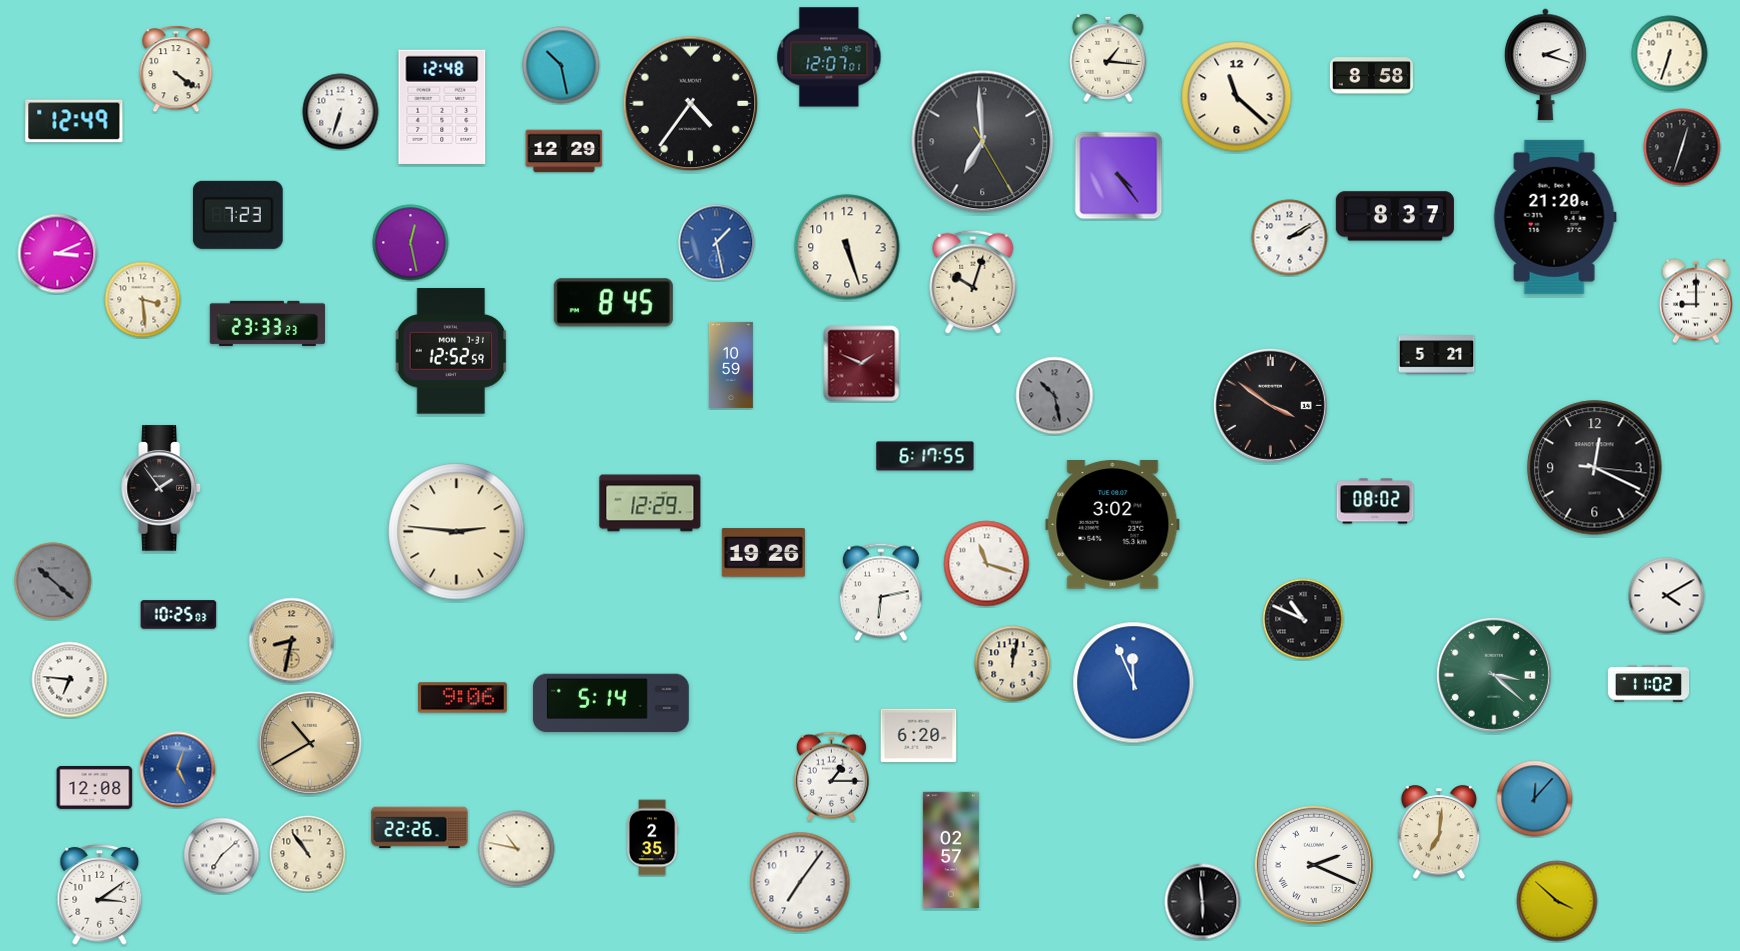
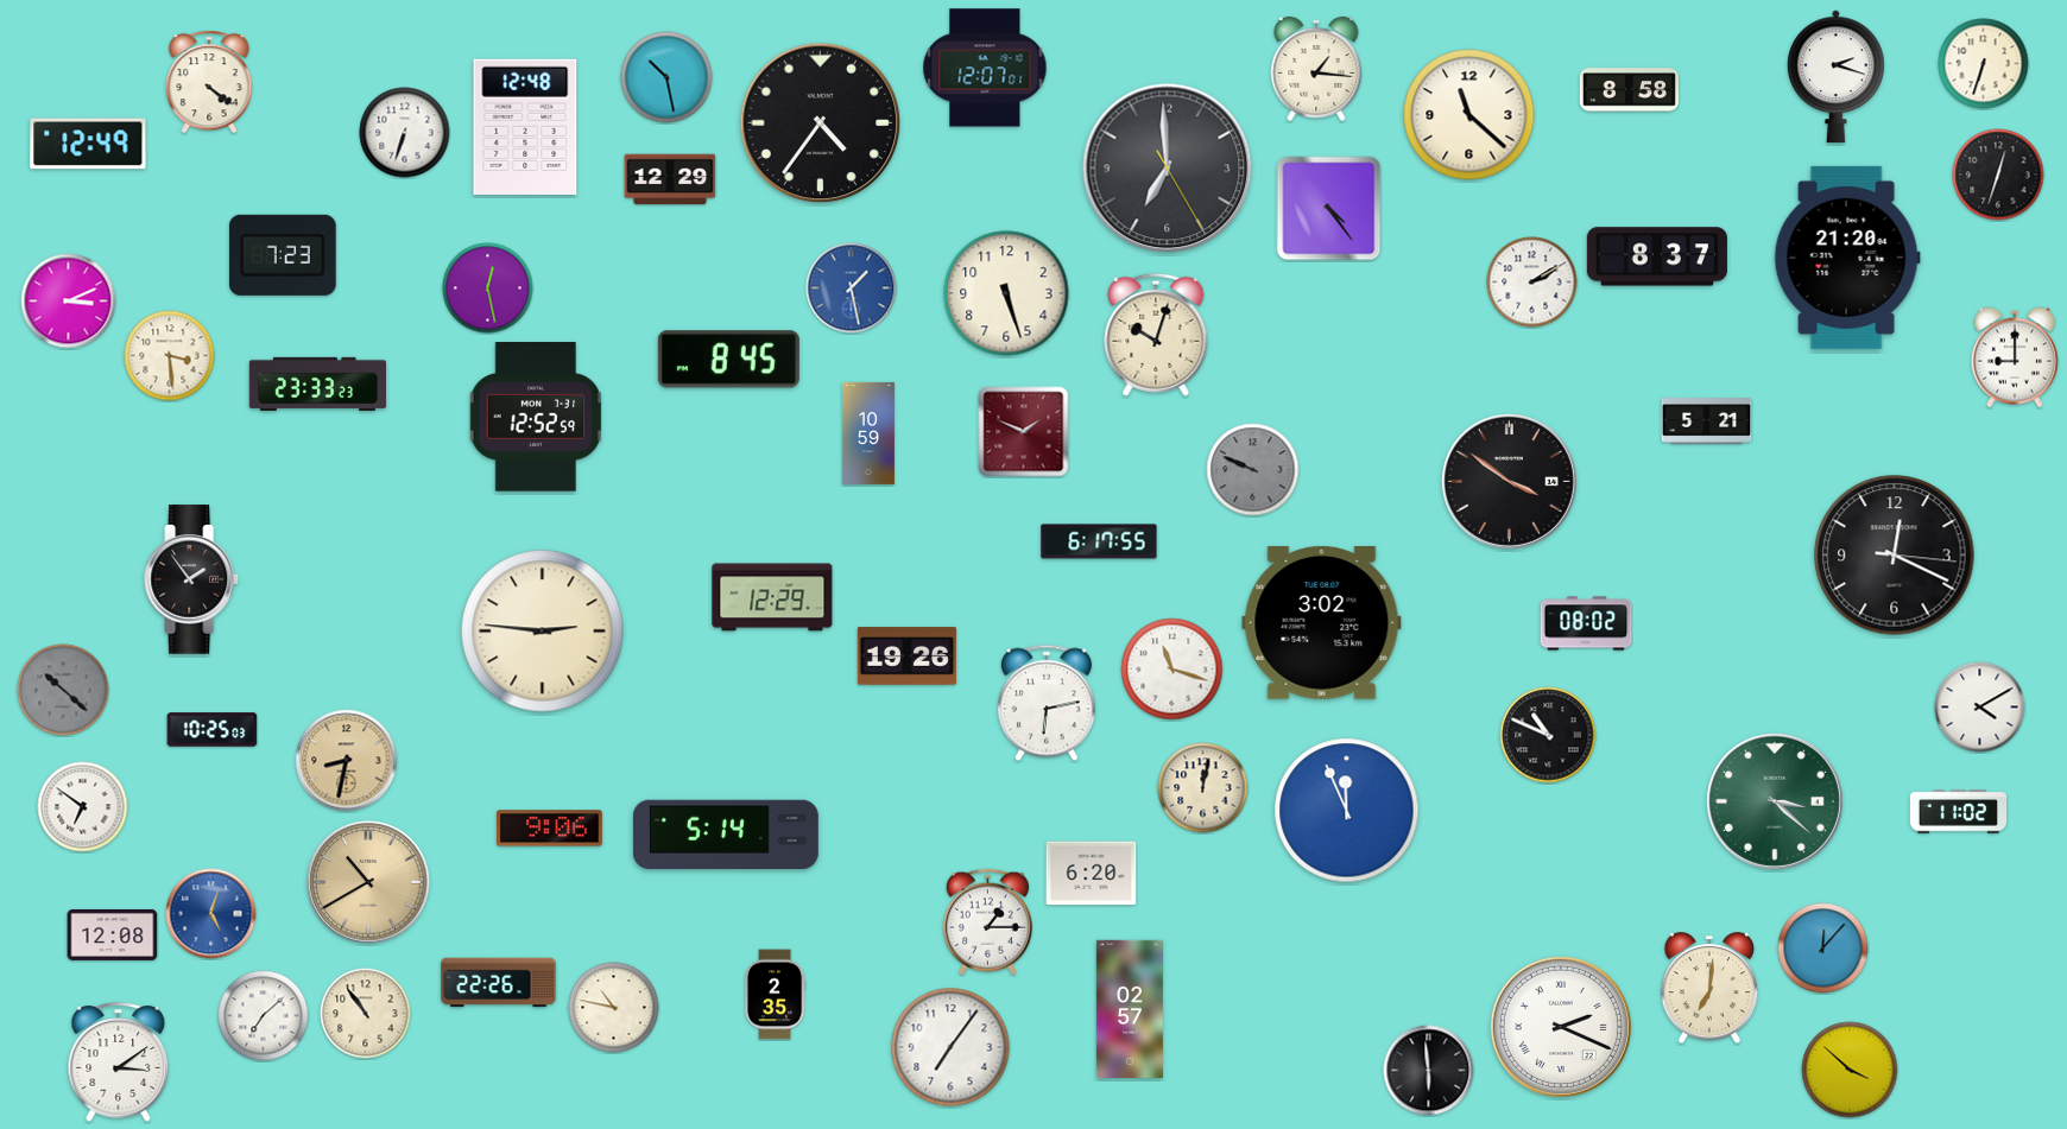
clock at (1055, 396): 10:28 -> 9:49
clock at (1375, 501) position: (1375, 501) -> (1586, 623)
clock at (70, 680): 6:46 -> 6:51
